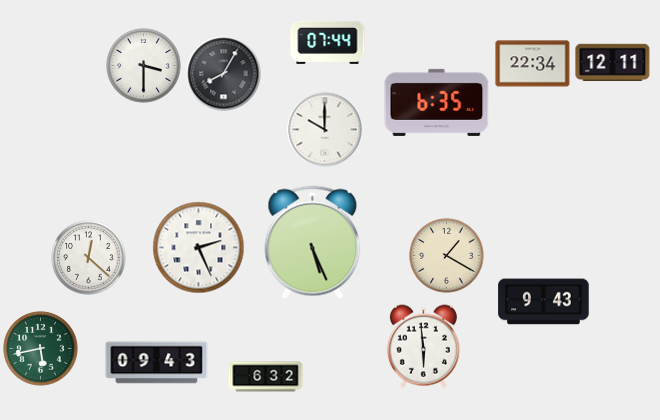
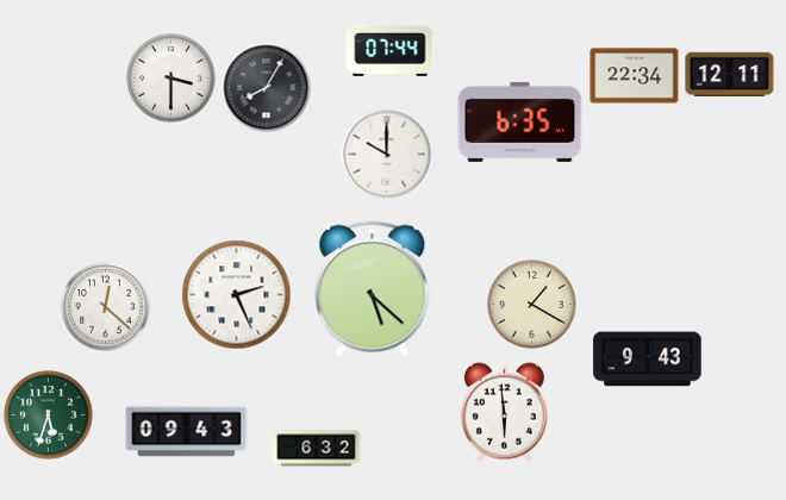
clock at (313, 243): 5:26 -> 5:22
clock at (41, 349): 5:43 -> 5:33
